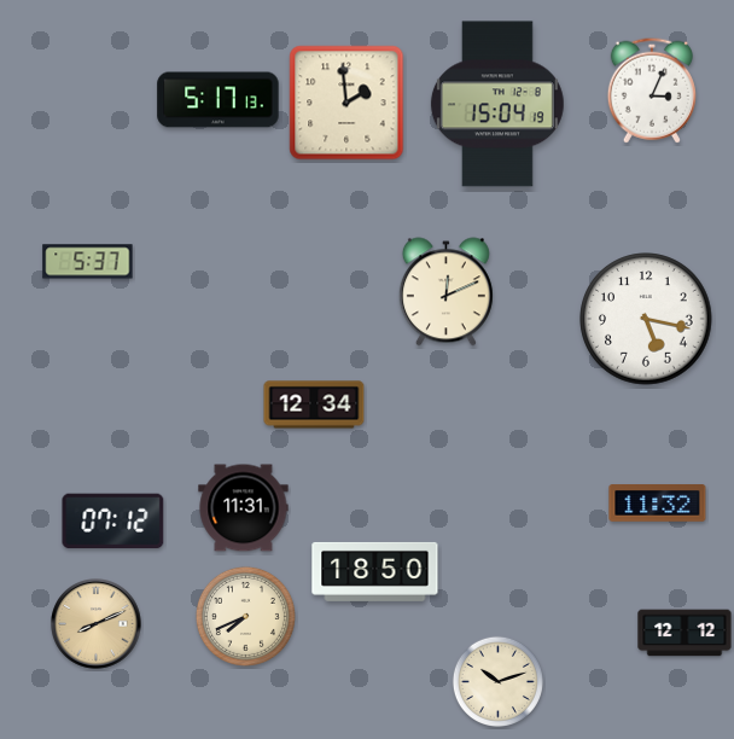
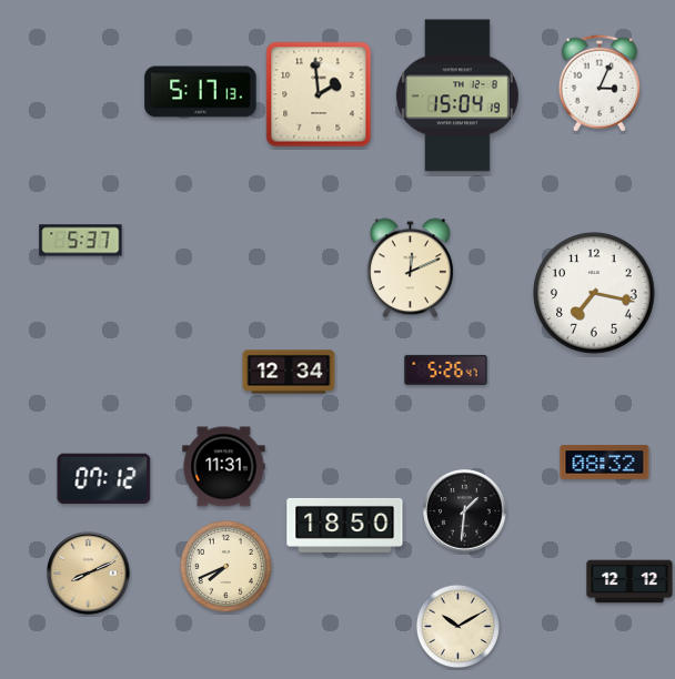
clock at (646, 319): 5:17 -> 7:17
clock at (446, 369): none -> 5:26
clock at (658, 504): 11:32 -> 08:32
clock at (465, 511): none -> 1:31
clock at (497, 681): 10:12 -> 10:10
